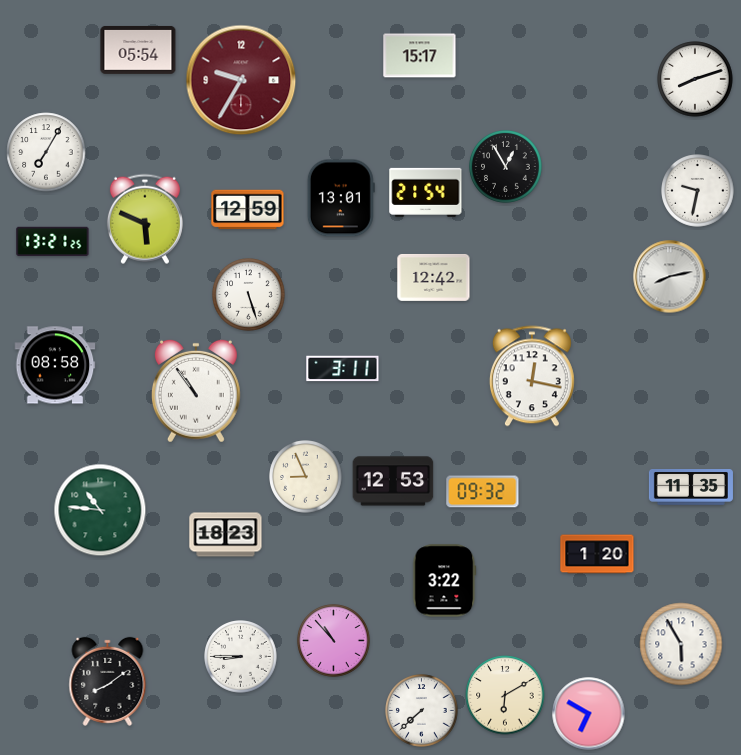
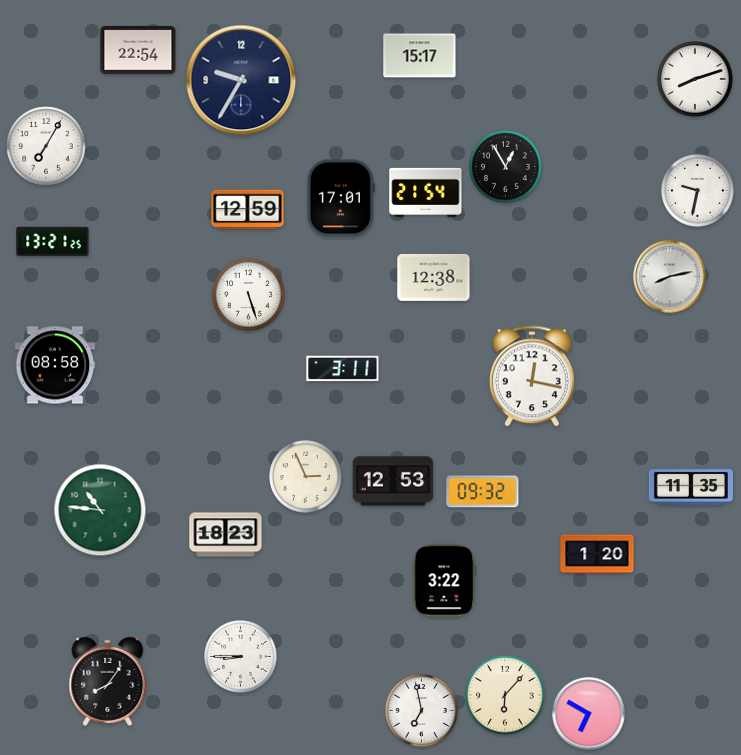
clock at (138, 50): 05:54 -> 22:54
clock at (241, 80) dial: burgundy -> navy
clock at (46, 152) position: (46, 152) -> (46, 146)
clock at (341, 198): 13:01 -> 17:01
clock at (145, 219): 5:49 -> none
clock at (434, 277): 12:42 -> 12:38
clock at (196, 391): 10:54 -> none
clock at (306, 477): 8:56 -> 2:56
clock at (334, 641): 10:53 -> none
clock at (681, 644): 5:55 -> none
clock at (108, 681): 8:09 -> 8:06
clock at (505, 695): 6:10 -> 6:07
clock at (422, 711): 7:38 -> 6:58
